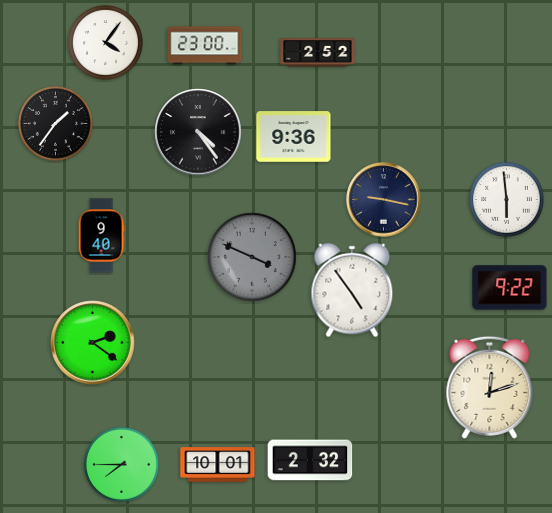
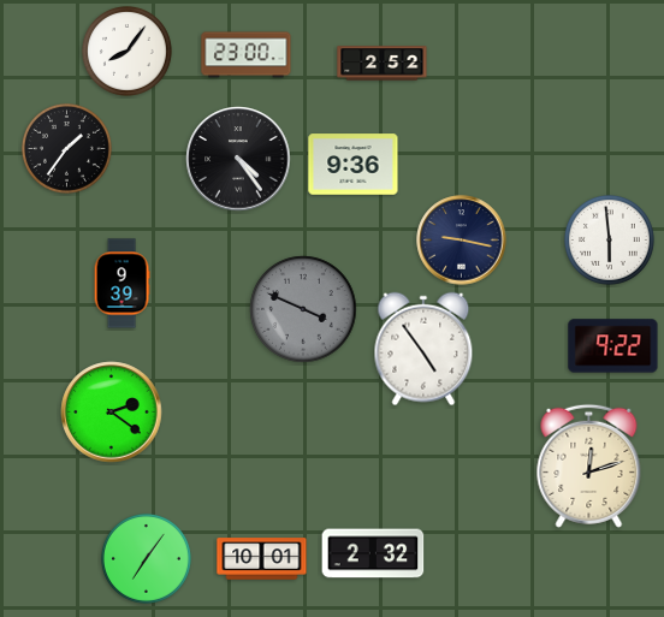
clock at (105, 42): 4:06 -> 8:06
clock at (101, 236): 9:40 -> 9:39
clock at (121, 464): 7:45 -> 7:06
